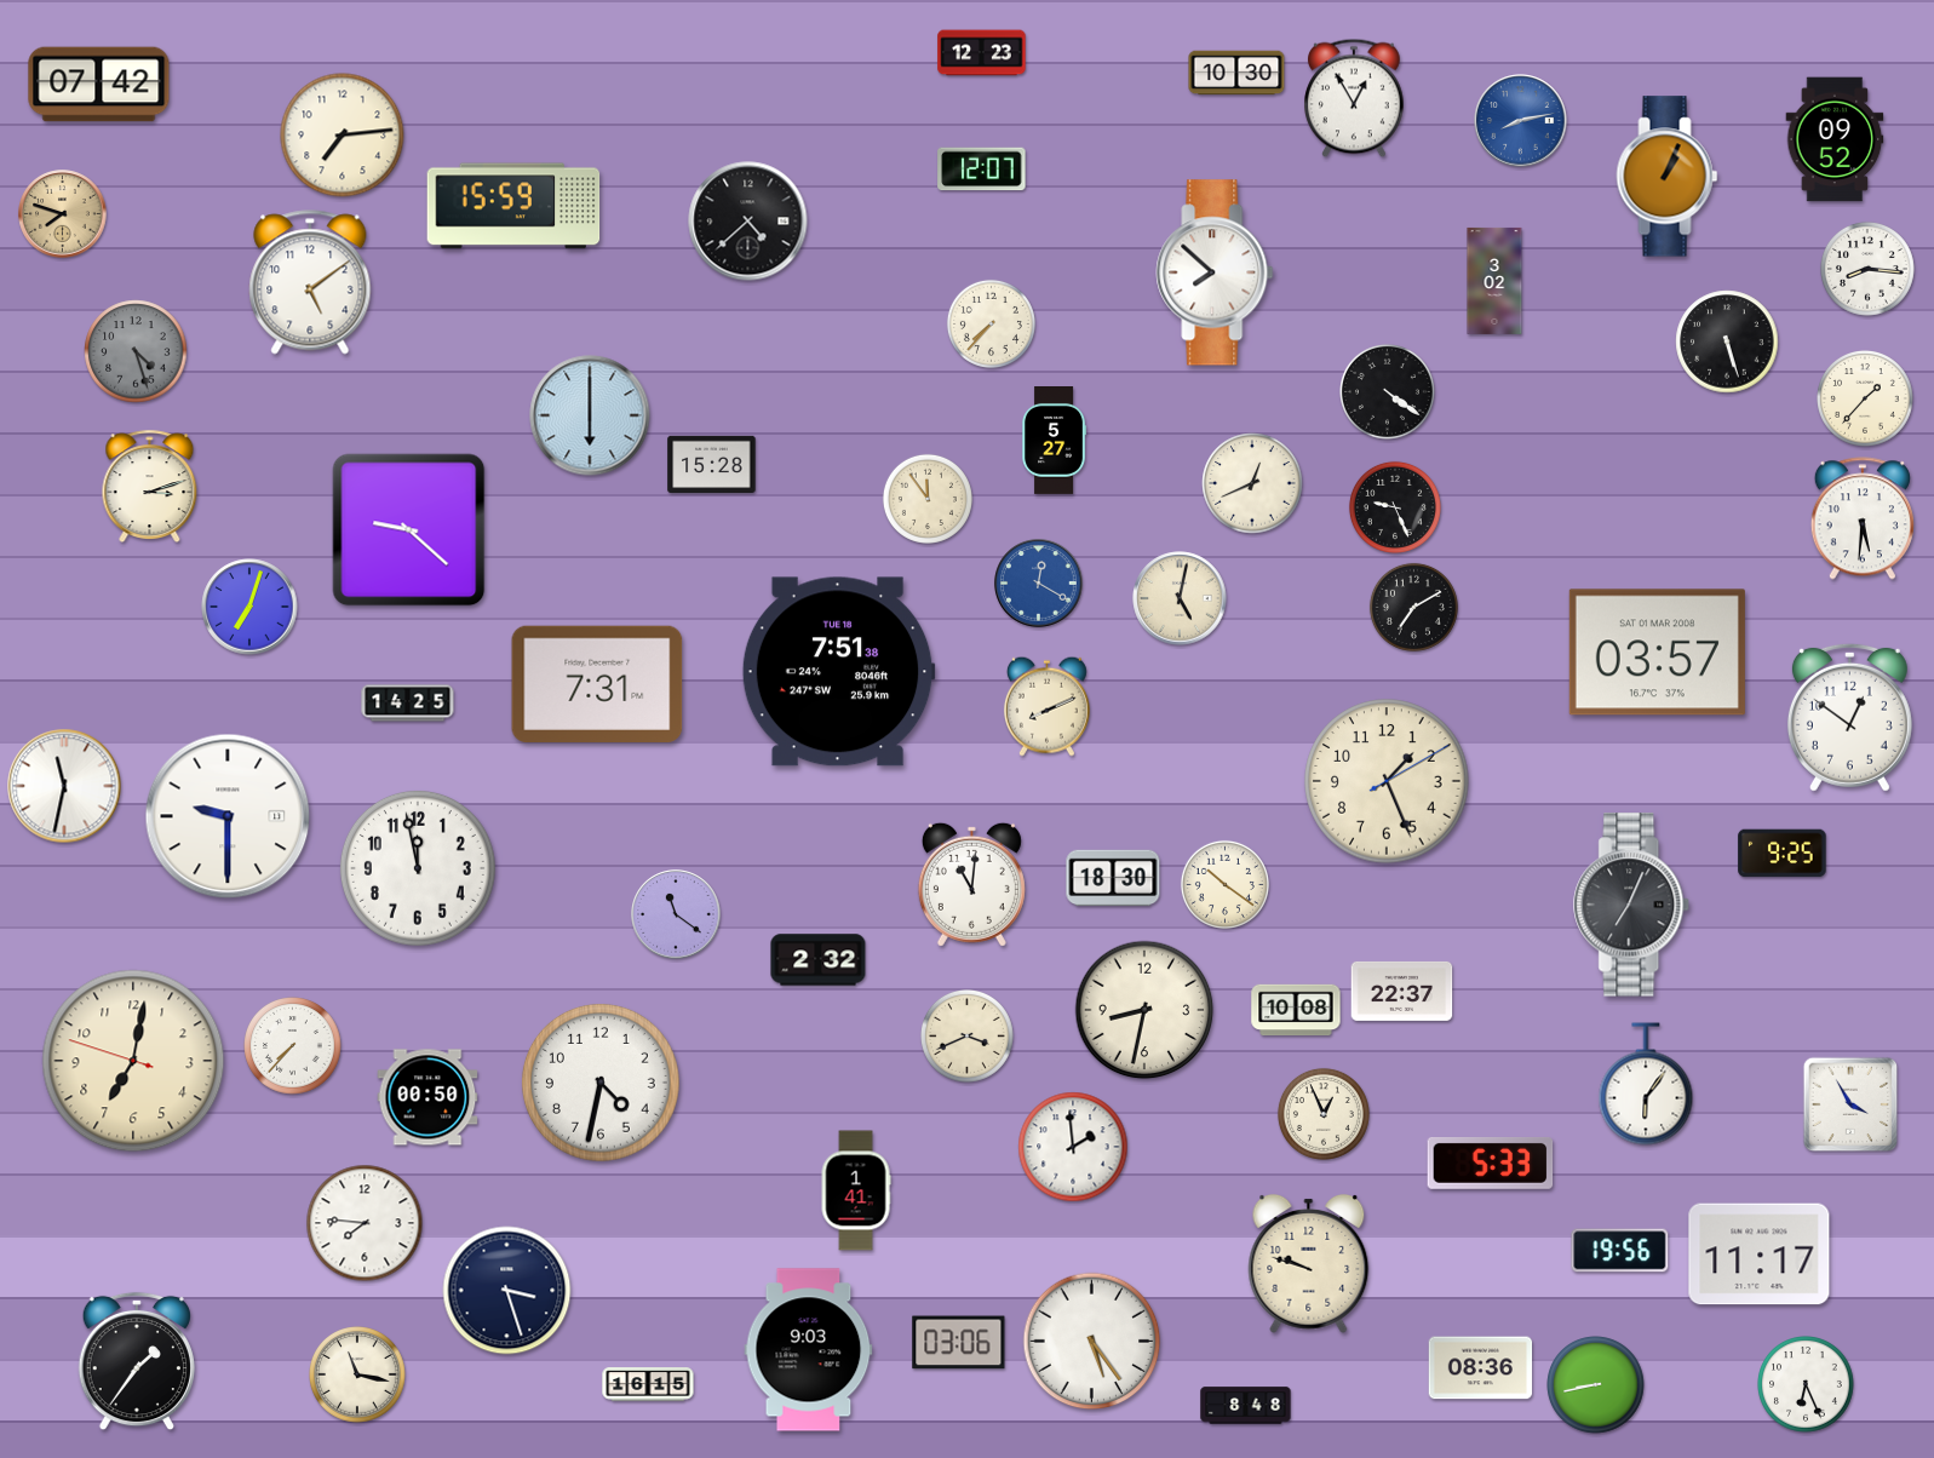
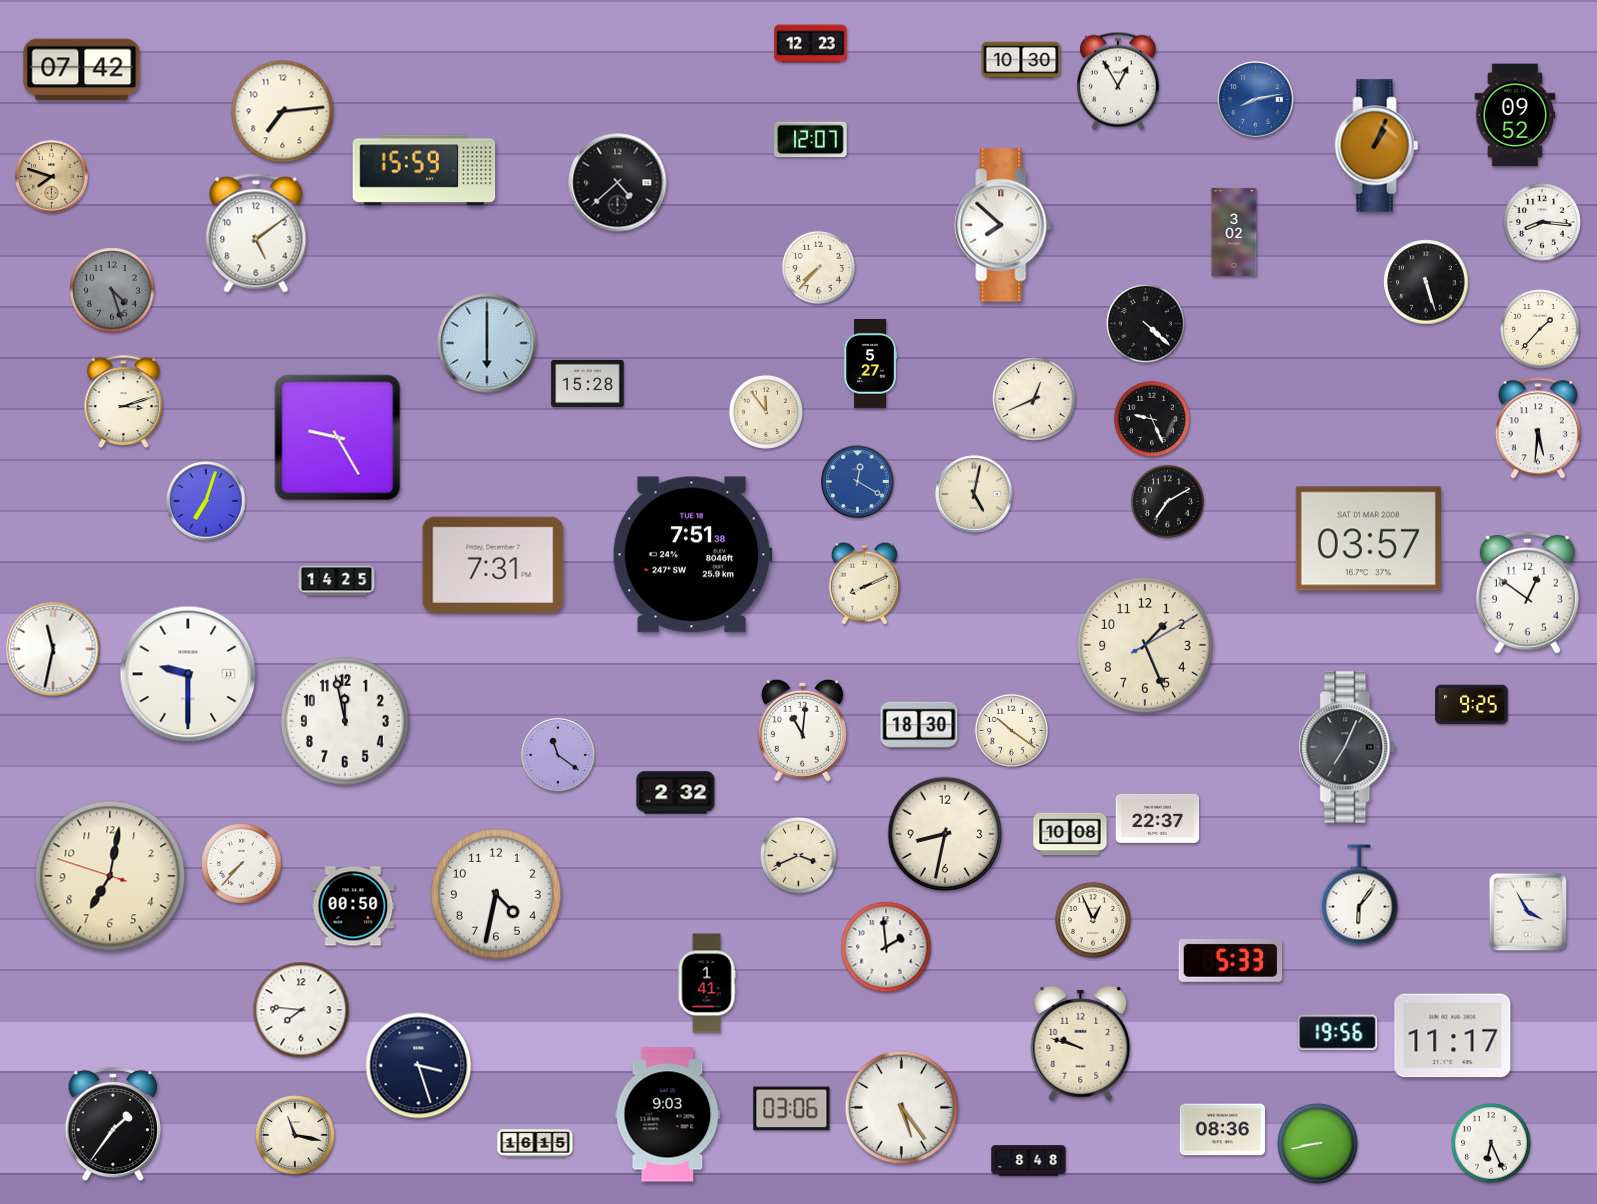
clock at (1388, 392): 4:21 -> 4:22
clock at (409, 530): 9:22 -> 9:25
clock at (418, 868) position: (418, 868) -> (345, 721)
